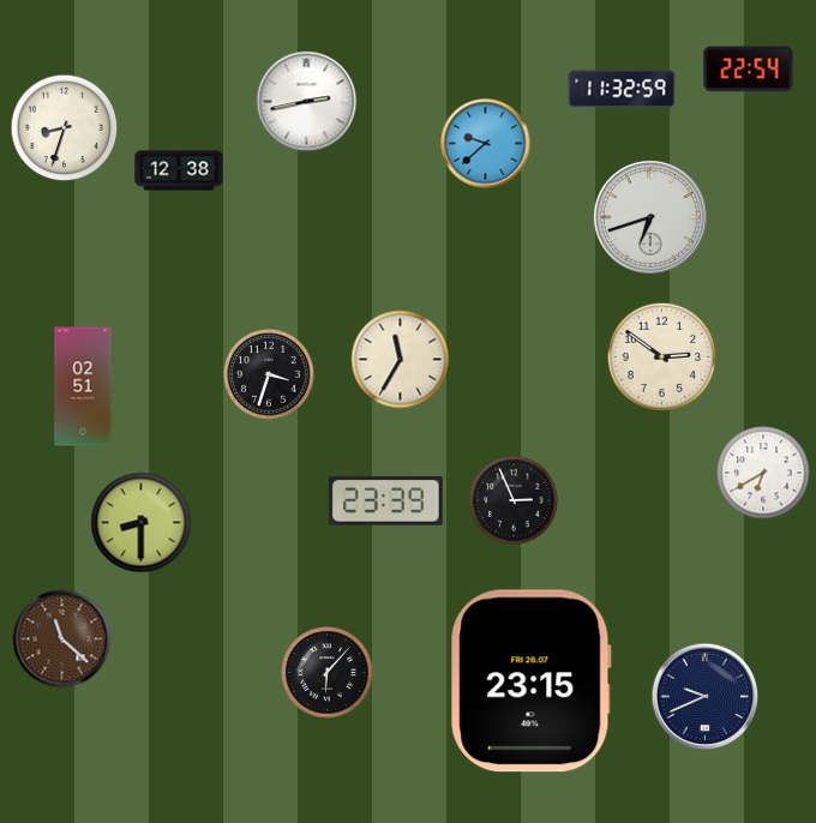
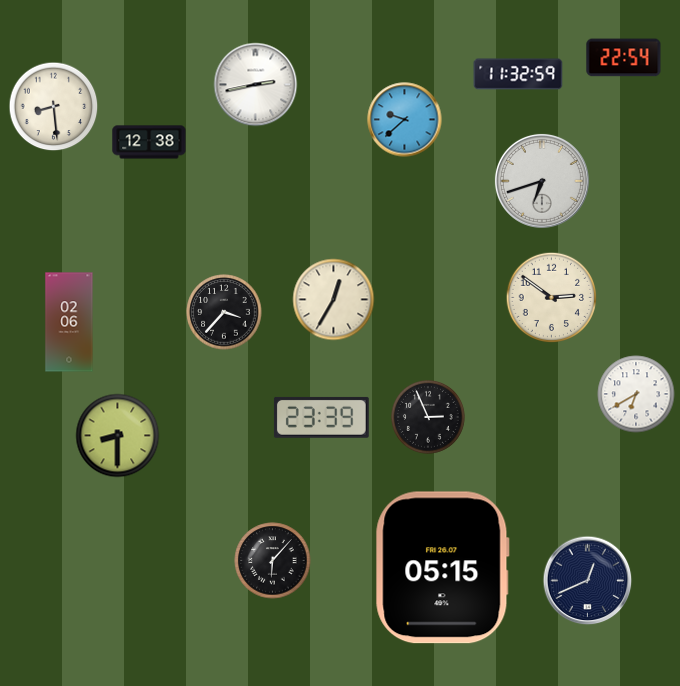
clock at (65, 128): 8:33 -> 8:29
clock at (401, 360): 11:35 -> 12:35
clock at (269, 374): 3:33 -> 3:37
clock at (83, 386): 02:51 -> 02:06
clock at (62, 639): 11:22 -> none
clock at (530, 681): 23:15 -> 05:15
clock at (706, 697): 9:41 -> 12:41
